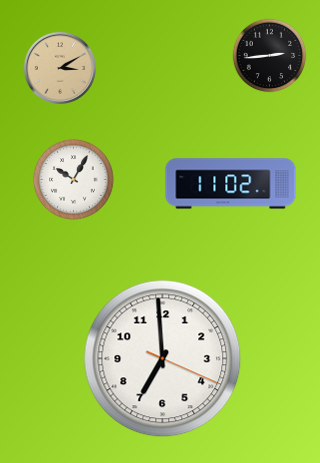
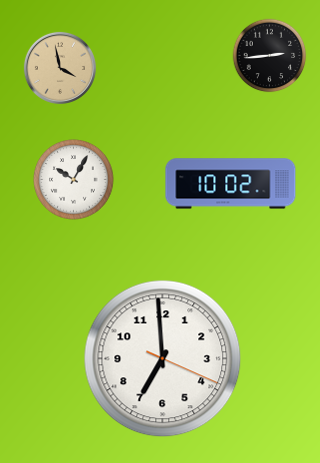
clock at (60, 68): 3:10 -> 3:58
clock at (231, 184): 11:02 -> 10:02
